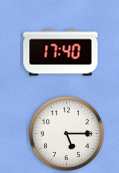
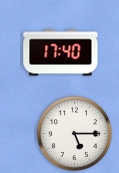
clock at (66, 133) position: (66, 133) -> (74, 133)
